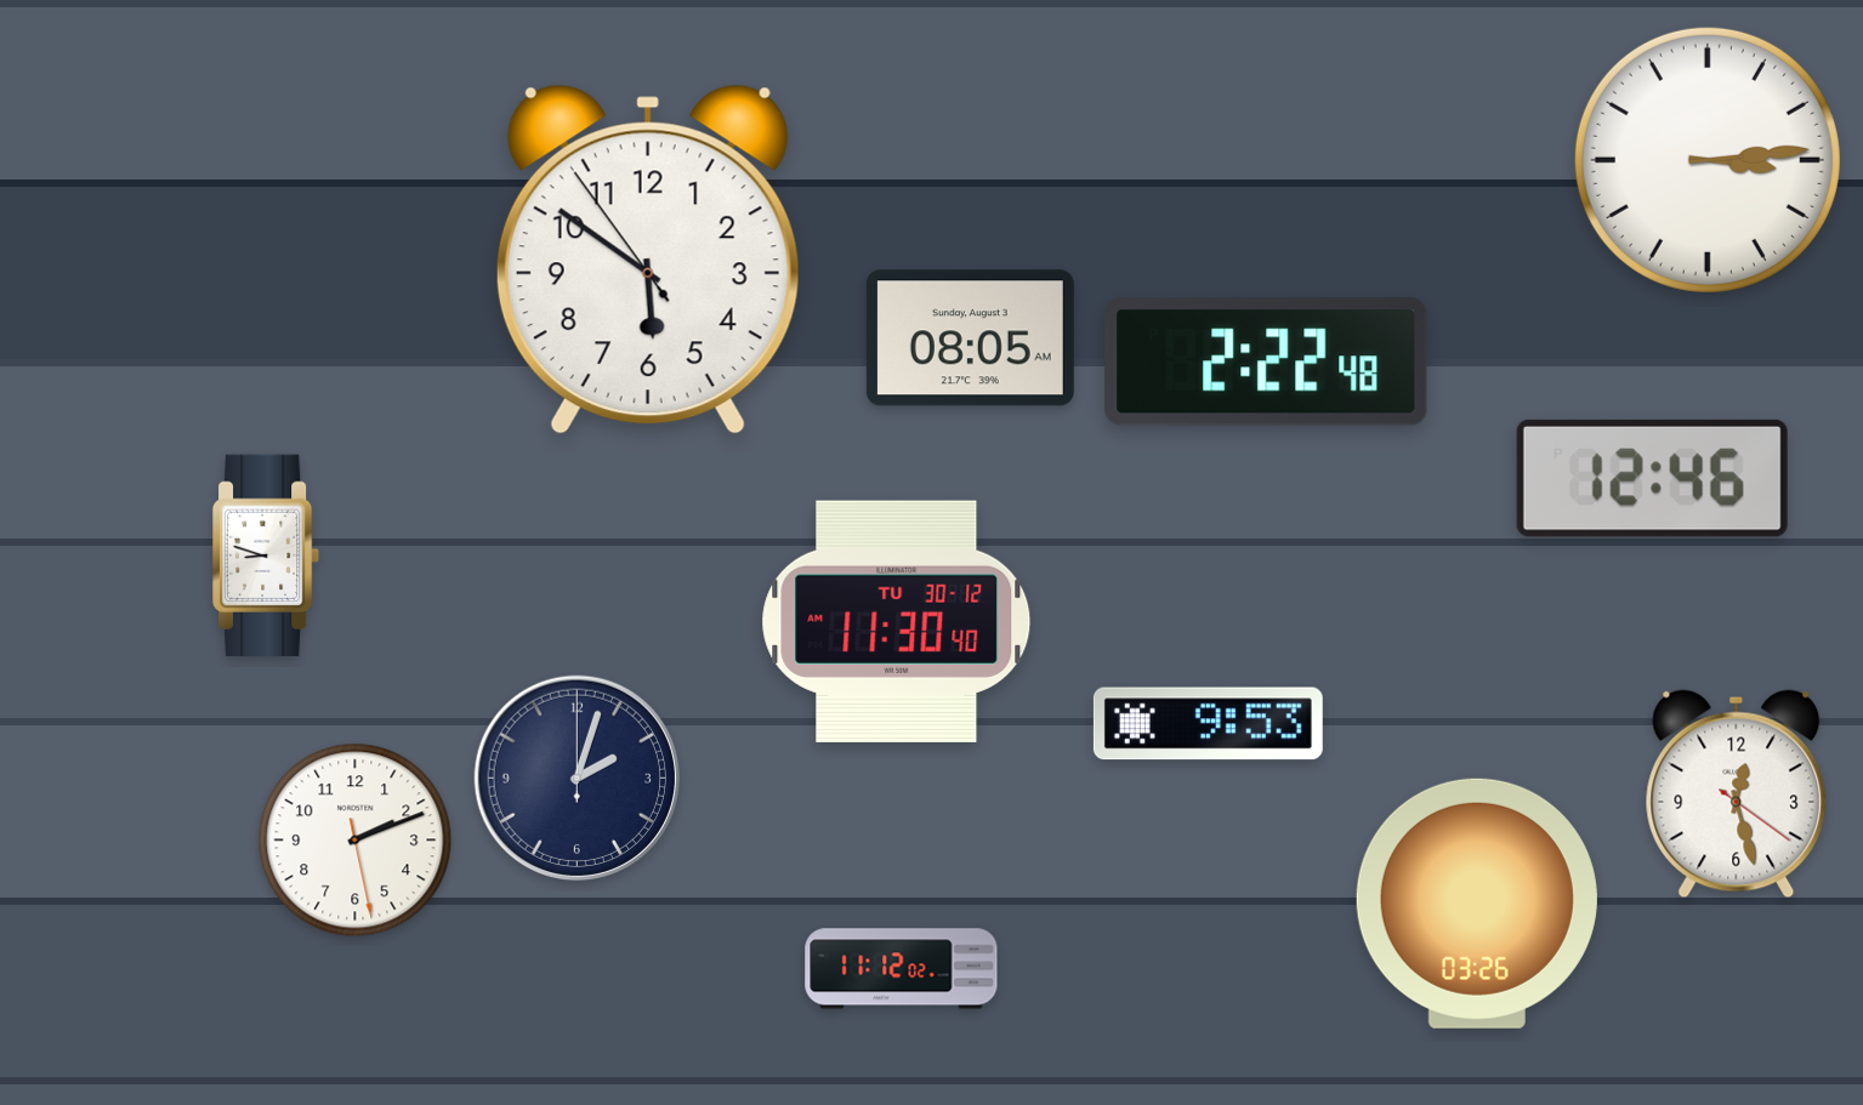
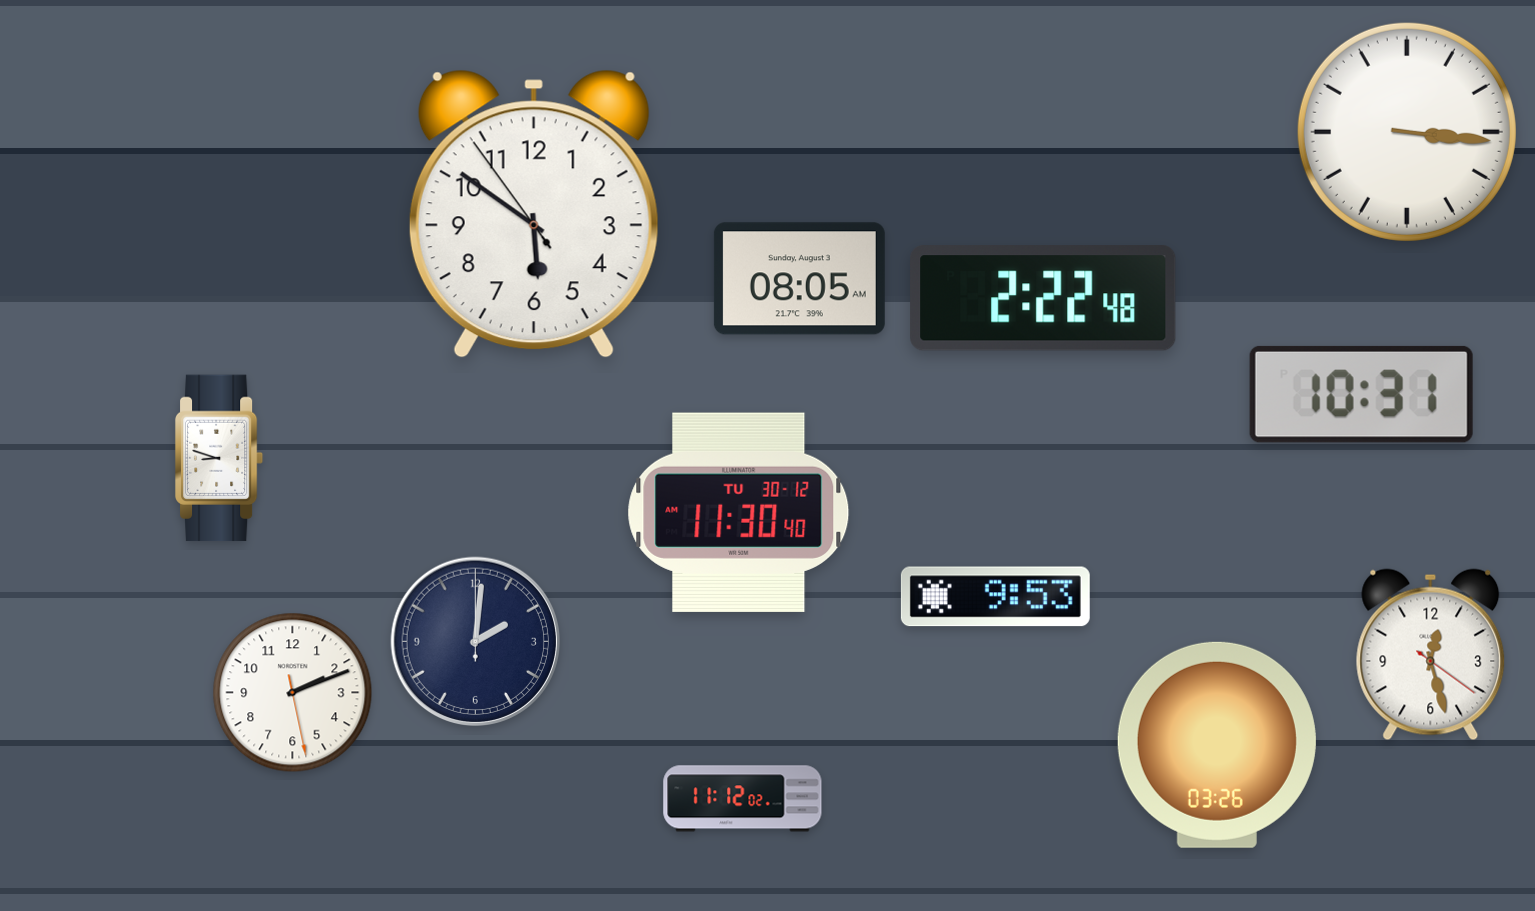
clock at (1708, 160): 3:14 -> 3:16
clock at (1652, 478): 12:46 -> 10:31
clock at (576, 778): 2:03 -> 2:01
